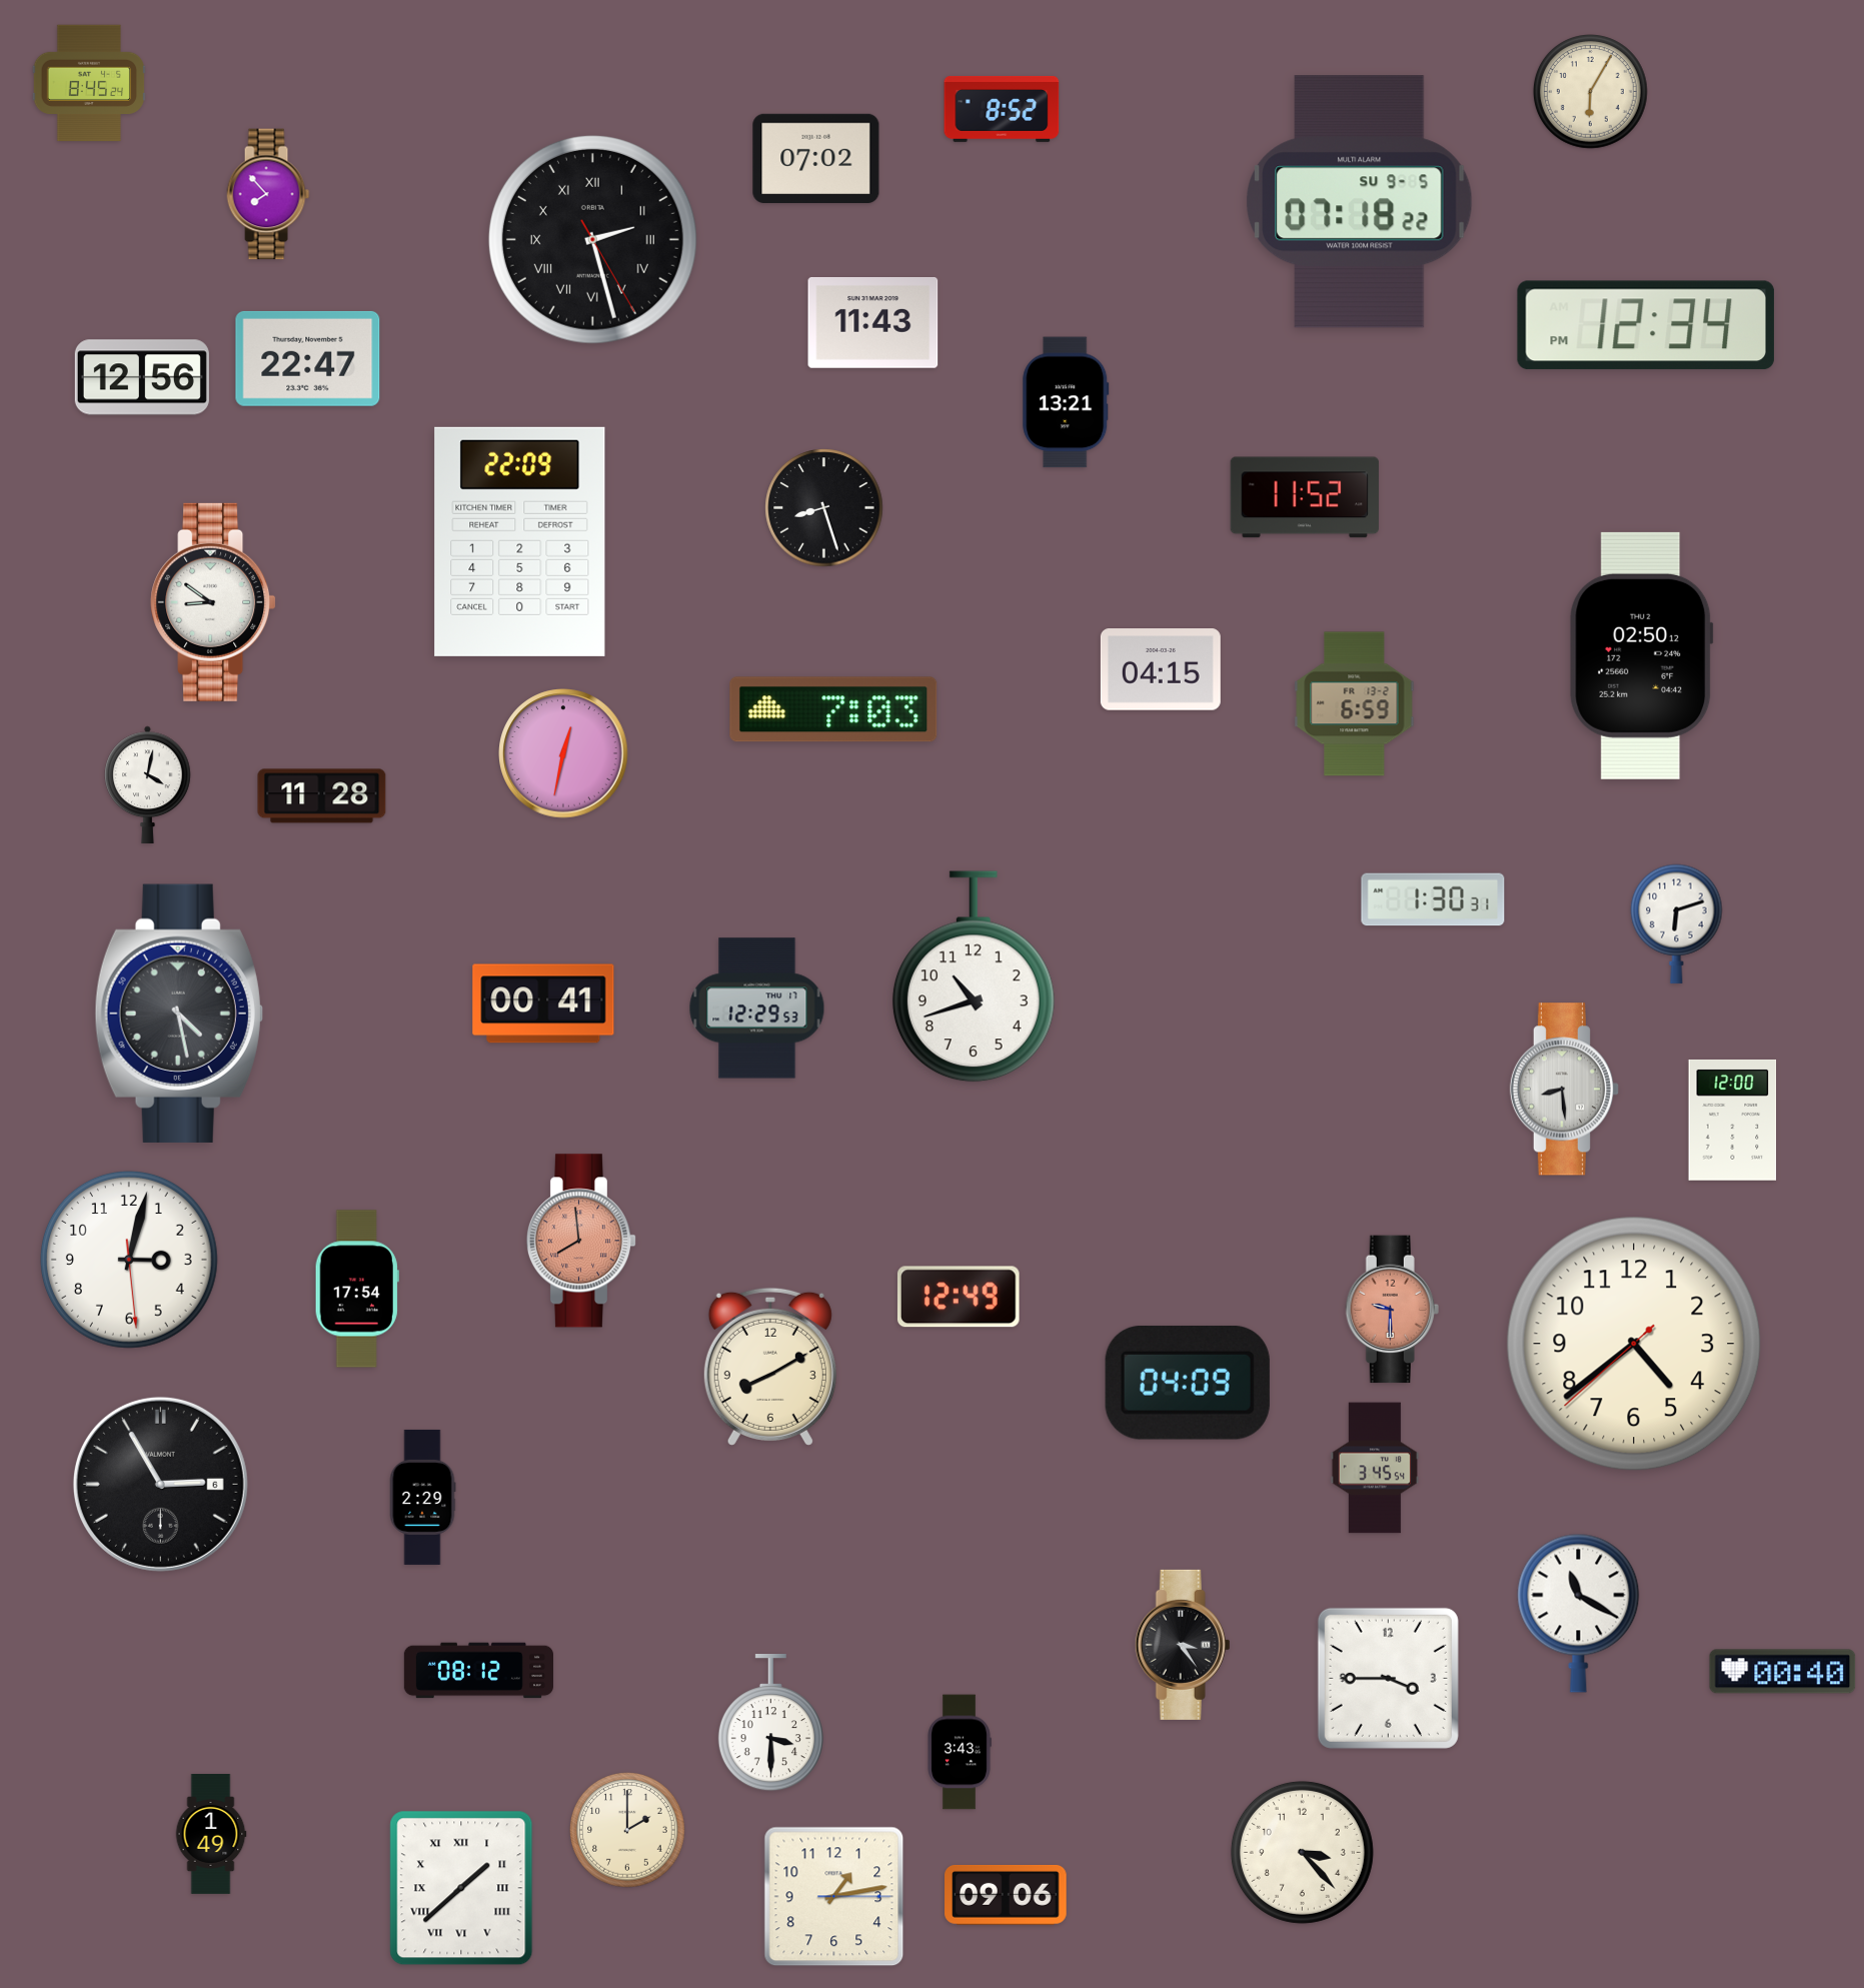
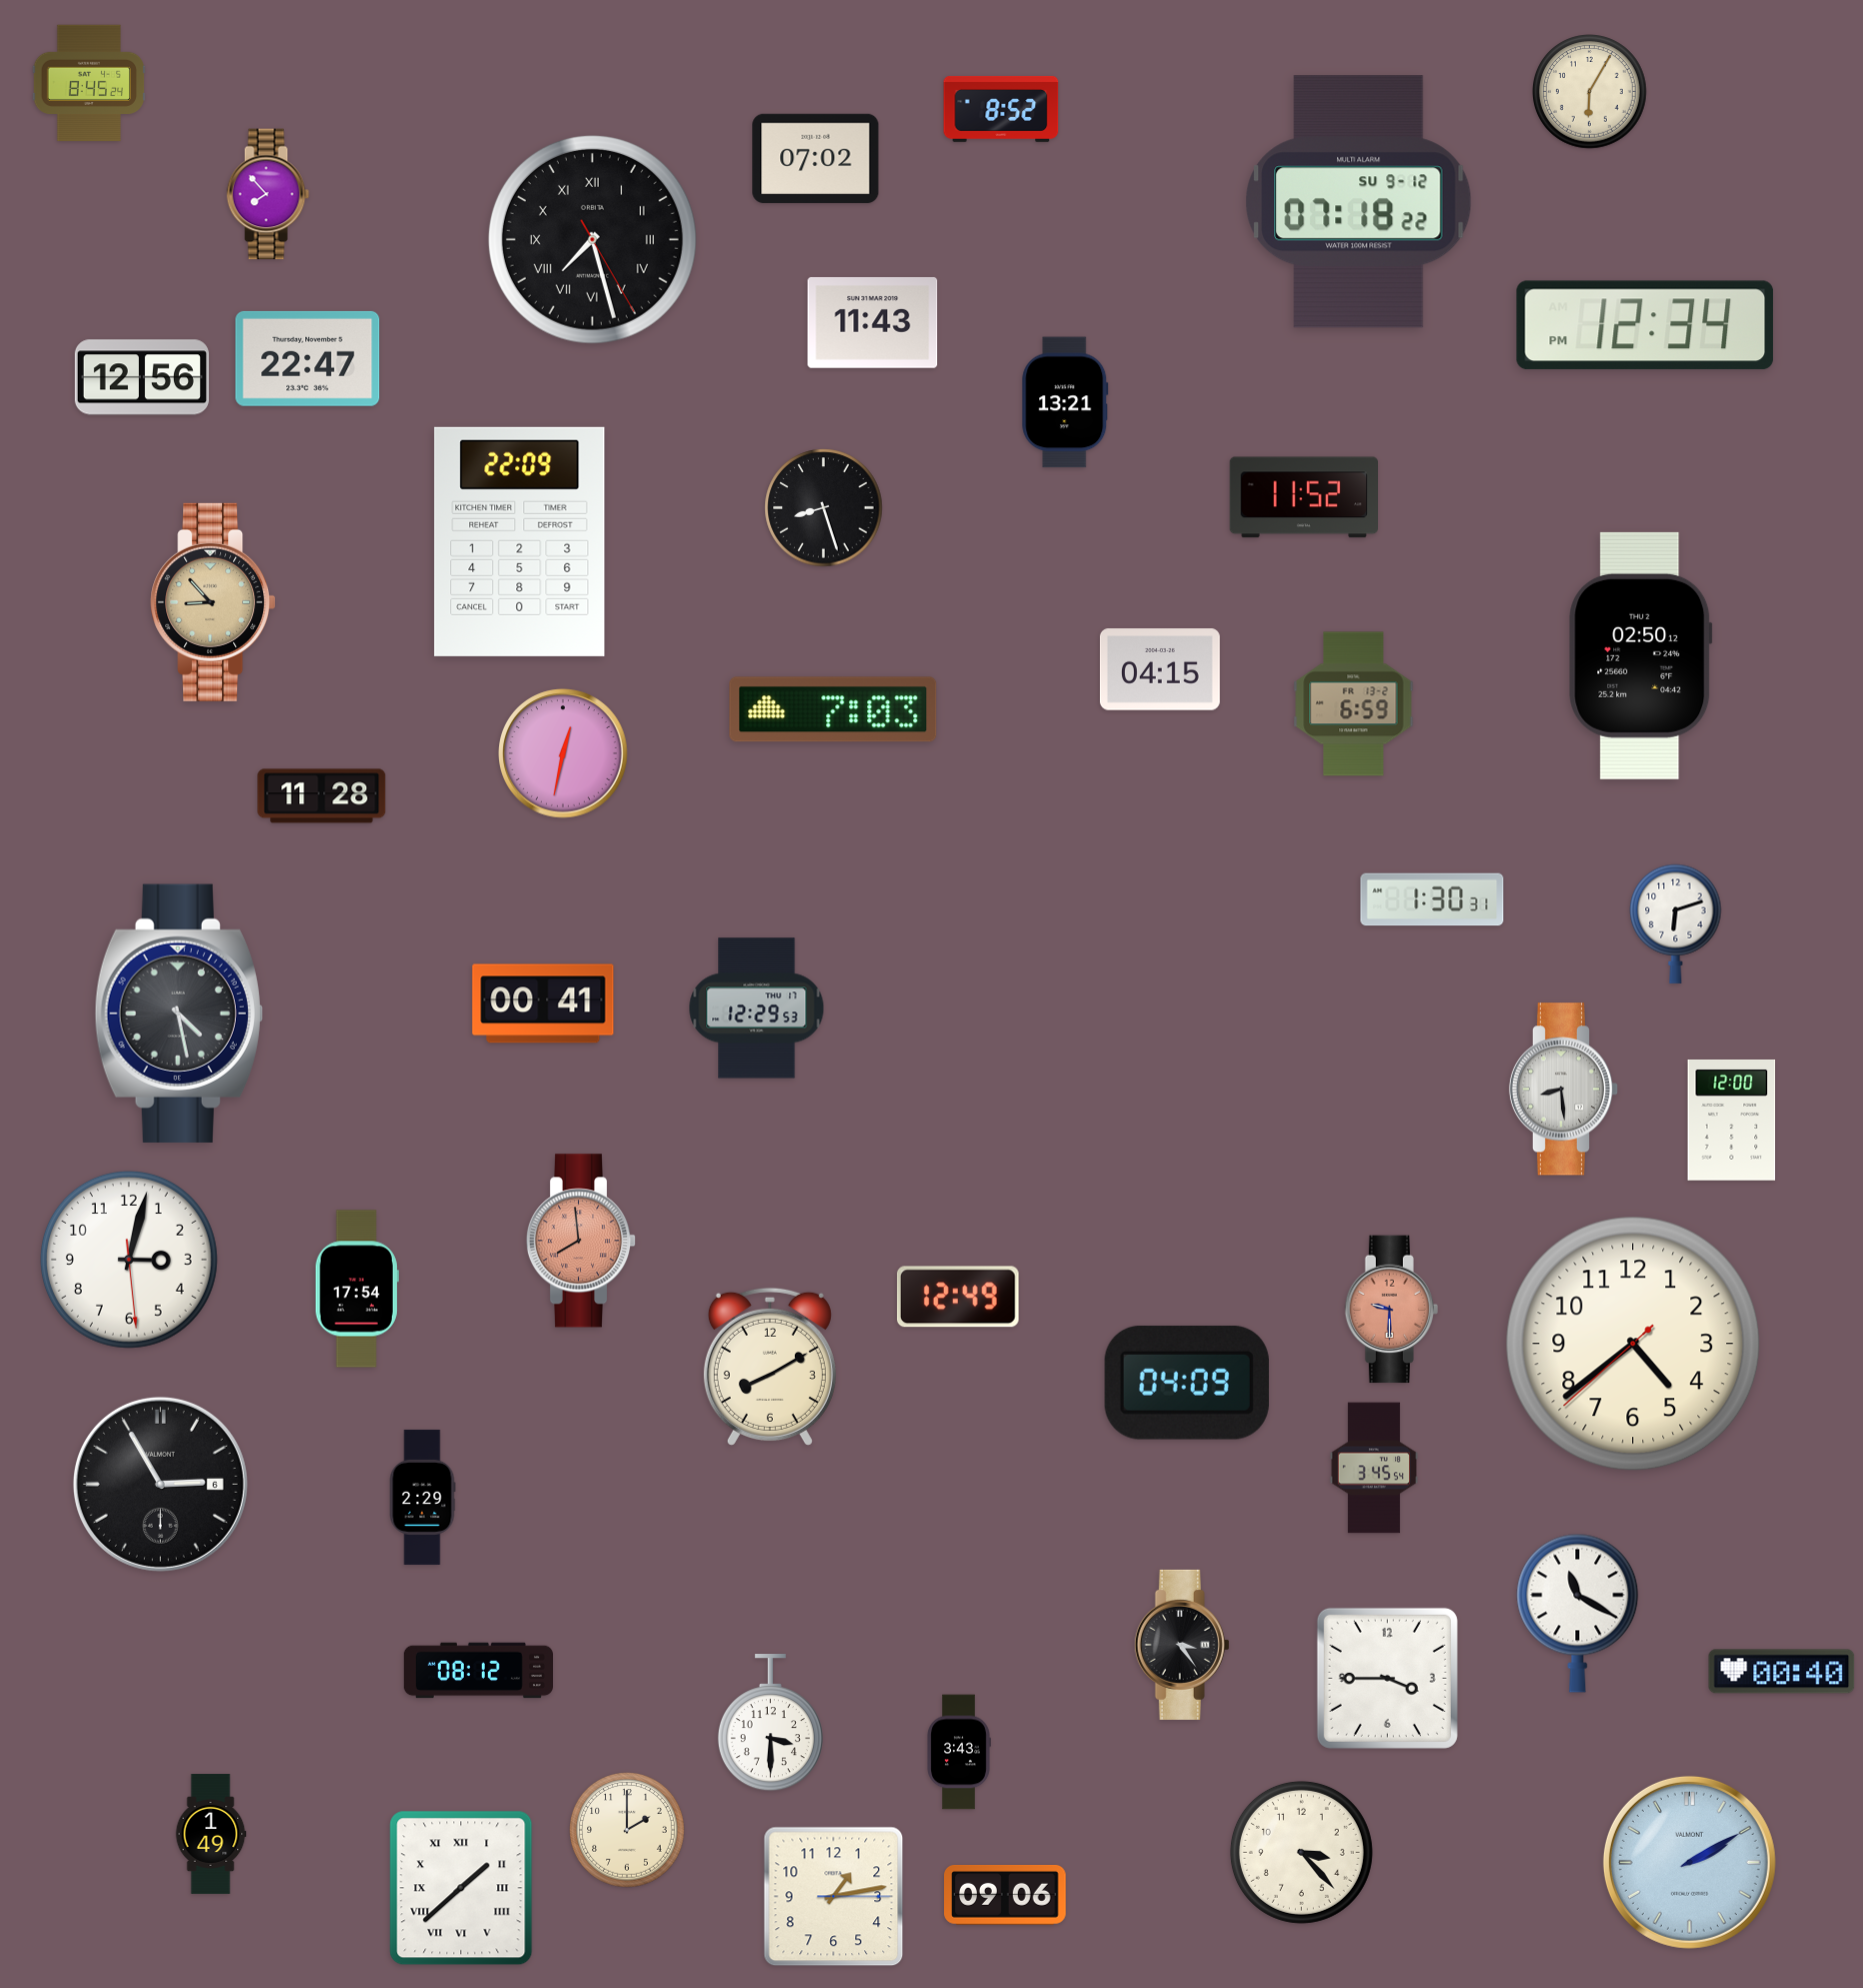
clock at (1360, 202) date: SU 9-5 -> SU 9-12
clock at (592, 239): 2:27 -> 7:27
clock at (213, 602): 8:51 -> 8:53
clock at (213, 602) dial: white -> champagne
clock at (148, 784): 4:02 -> none
clock at (974, 976): 10:42 -> none
clock at (1689, 1862): none -> 2:10
